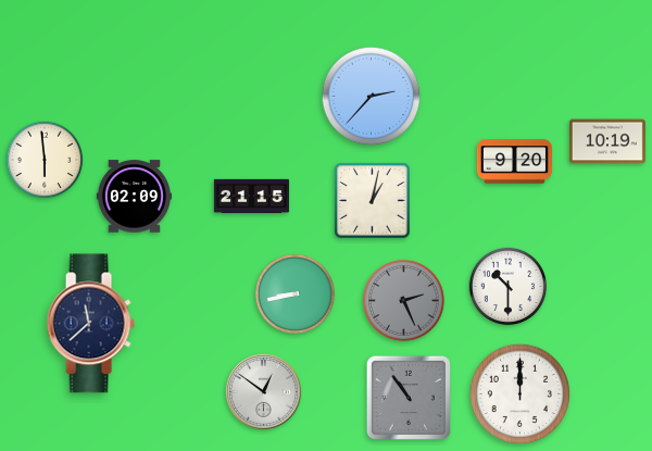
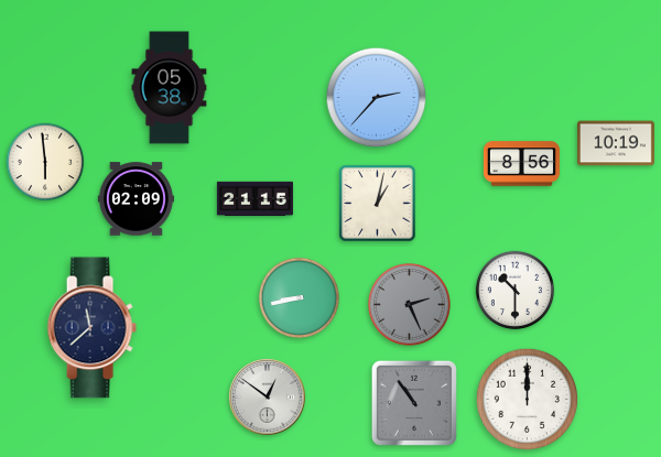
clock at (170, 88): none -> 05:38
clock at (514, 162): 9:20 -> 8:56
